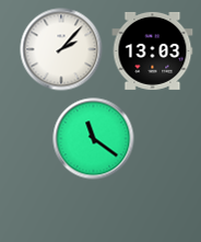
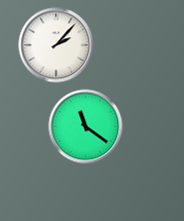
clock at (153, 50): 13:03 -> none
